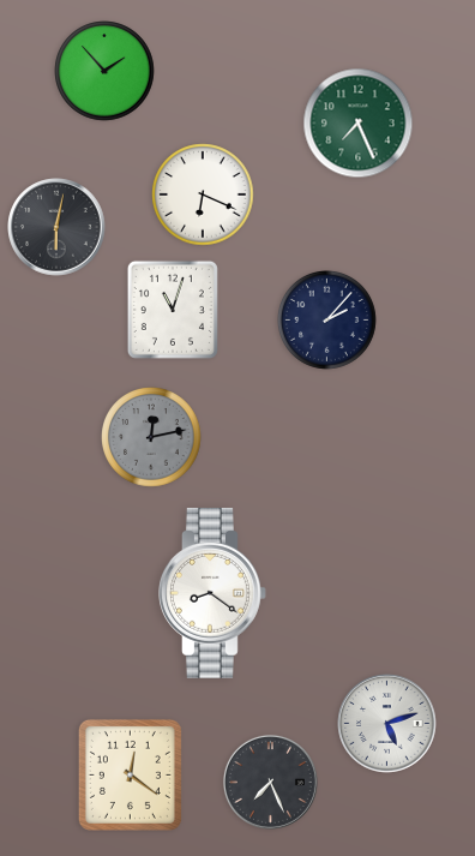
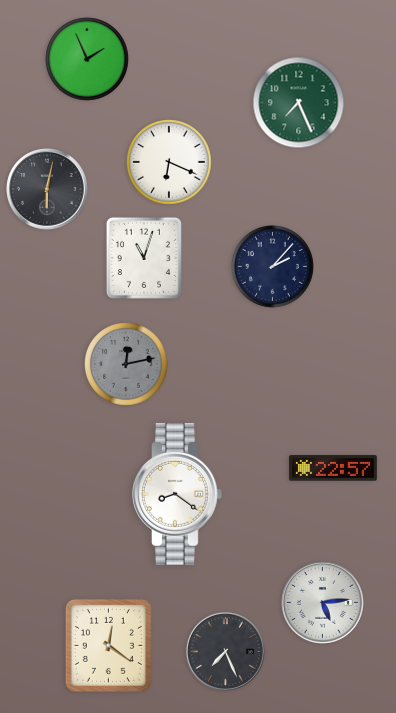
clock at (104, 71): 1:53 -> 1:56
clock at (333, 468): none -> 22:57
clock at (387, 724): 5:12 -> 5:14
